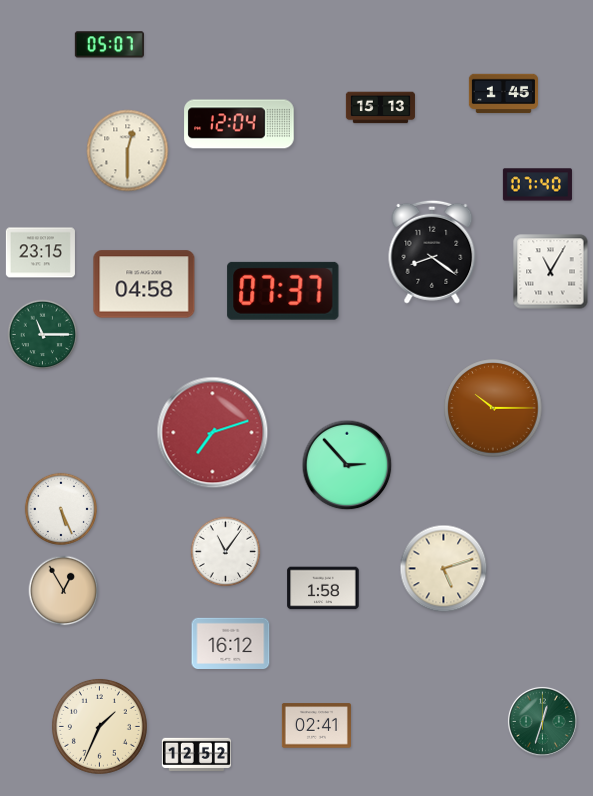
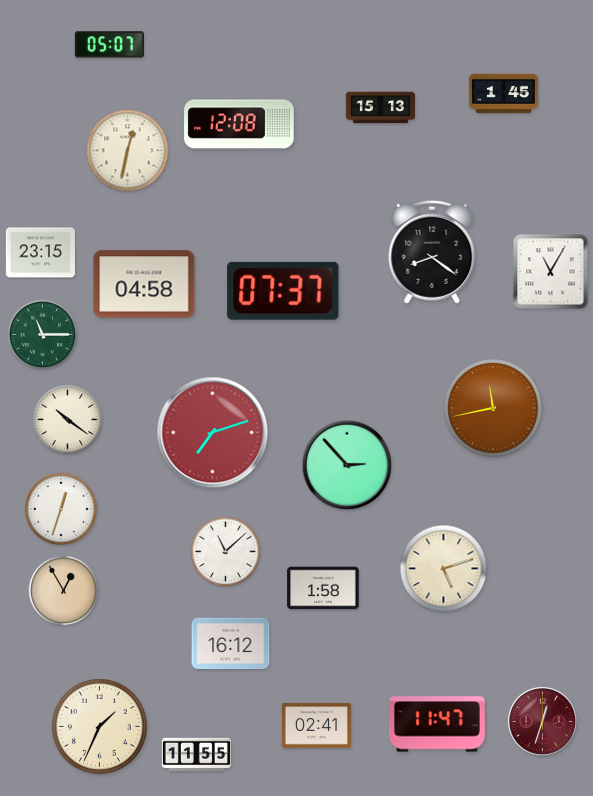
clock at (239, 124): 12:04 -> 12:08
clock at (128, 151): 12:30 -> 12:32
clock at (537, 185): 07:40 -> none
clock at (493, 408): 10:15 -> 11:43
clock at (68, 420): none -> 10:21
clock at (60, 509): 5:26 -> 12:33
clock at (226, 552): 11:06 -> 11:08
clock at (542, 721) dial: green -> burgundy
clock at (437, 724): none -> 11:47
clock at (196, 754): 12:52 -> 11:55
